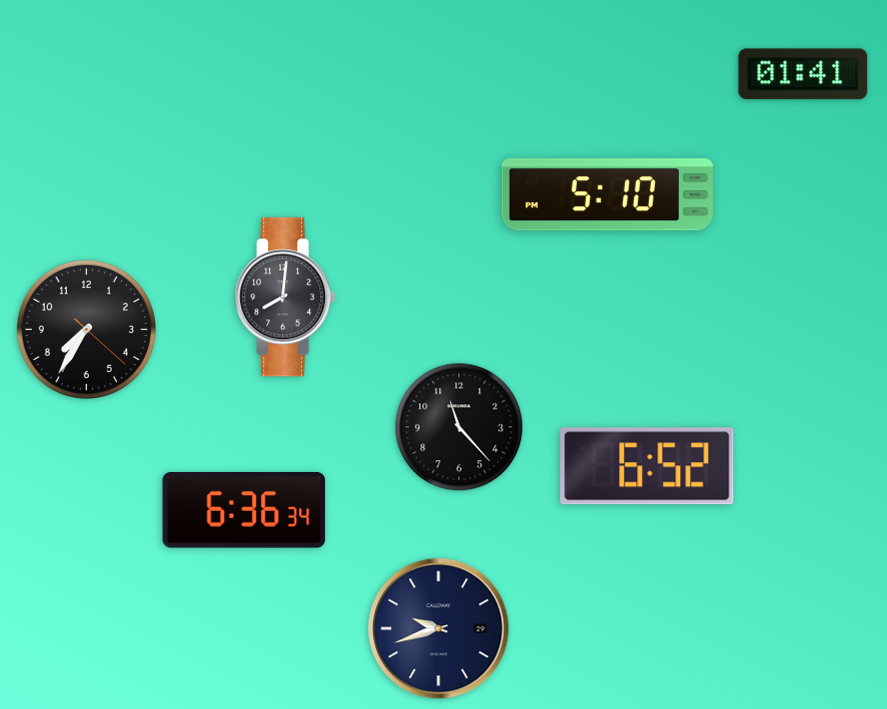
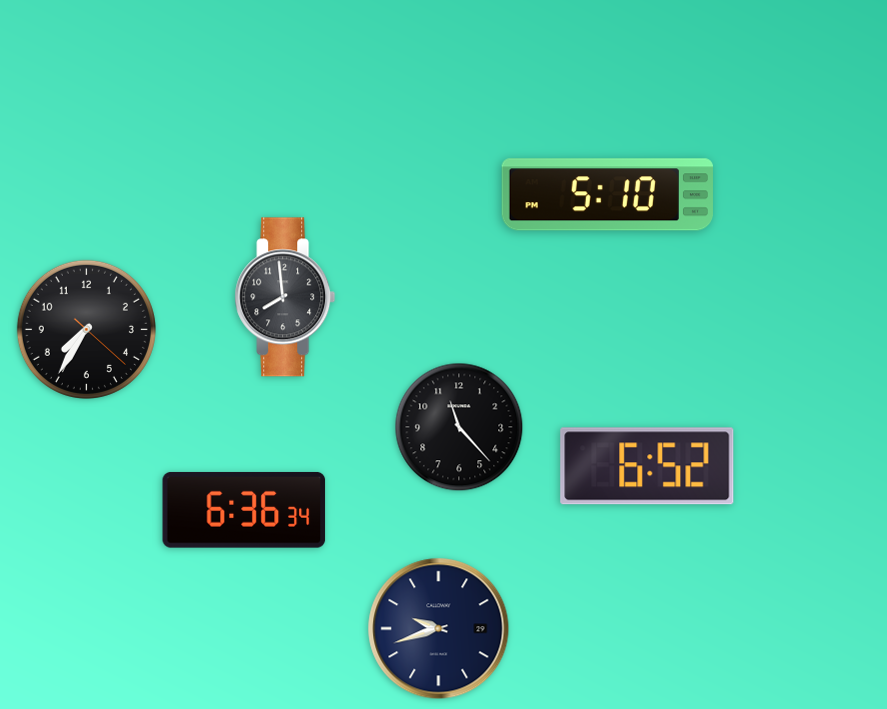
clock at (803, 74): 01:41 -> none
clock at (285, 297): 8:01 -> 7:59
